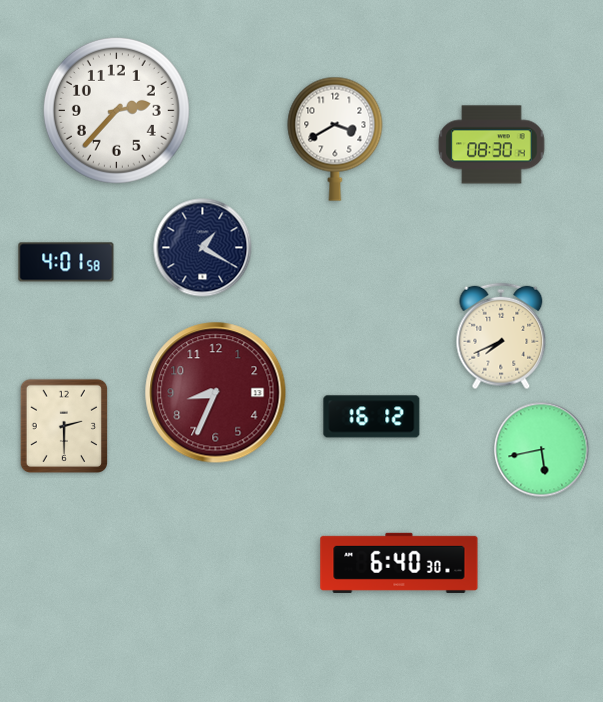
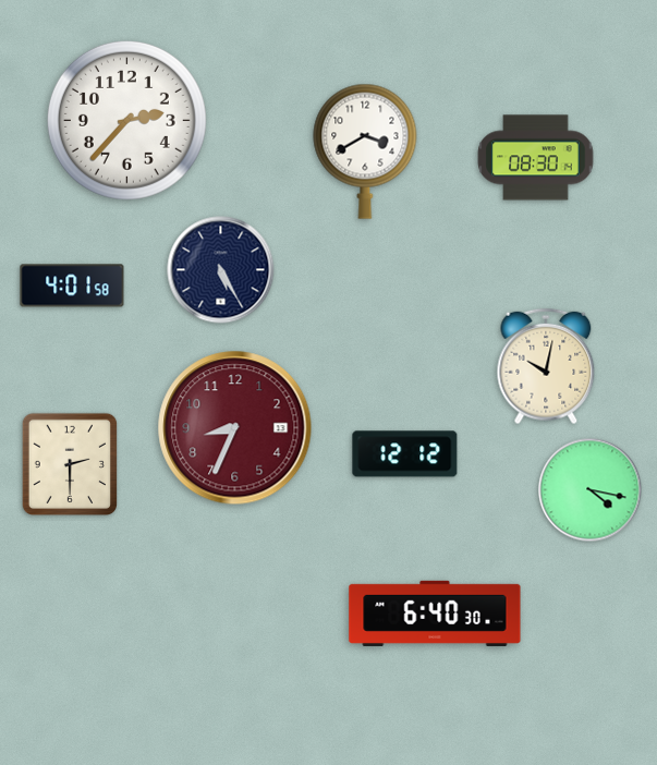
clock at (203, 248): 1:20 -> 5:25
clock at (501, 336): 7:41 -> 10:02
clock at (372, 417): 16:12 -> 12:12
clock at (542, 450): 5:43 -> 4:17
